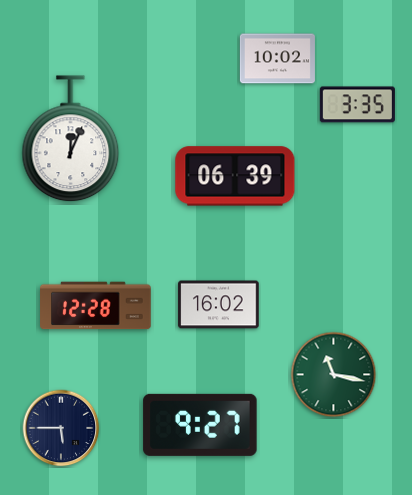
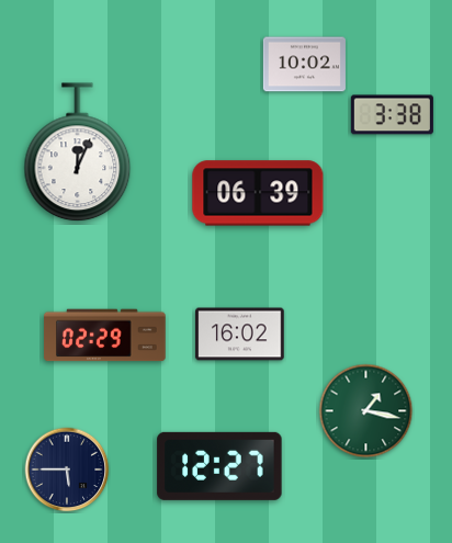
clock at (357, 105): 3:35 -> 3:38
clock at (96, 306): 12:28 -> 02:29
clock at (334, 375): 11:17 -> 1:17
clock at (200, 425): 9:27 -> 12:27
